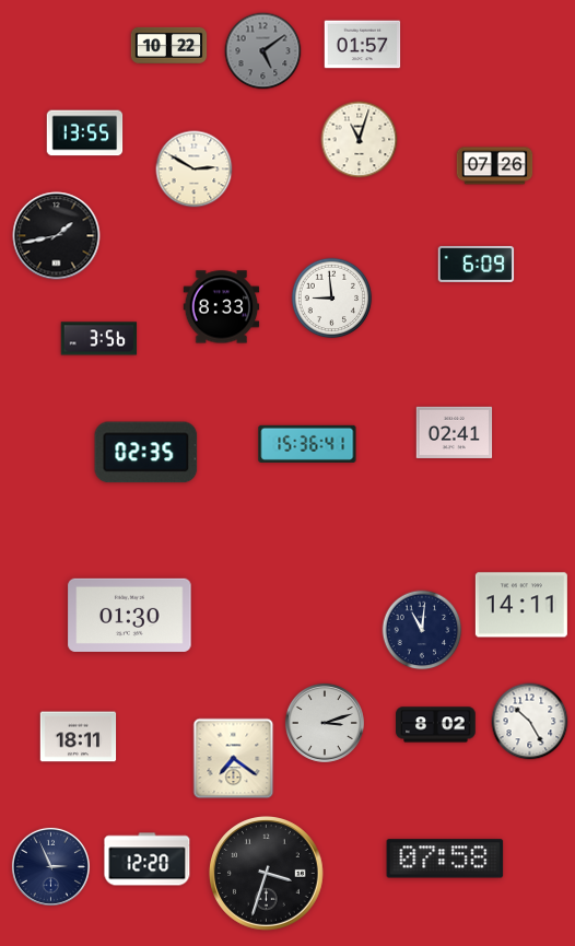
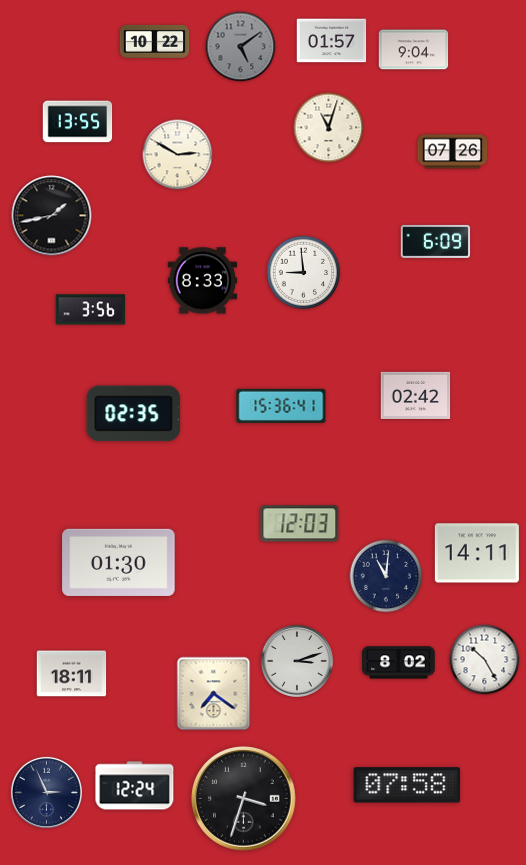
clock at (414, 50): none -> 9:04
clock at (455, 432): 02:41 -> 02:42
clock at (300, 524): none -> 12:03
clock at (148, 860): 12:20 -> 12:24
